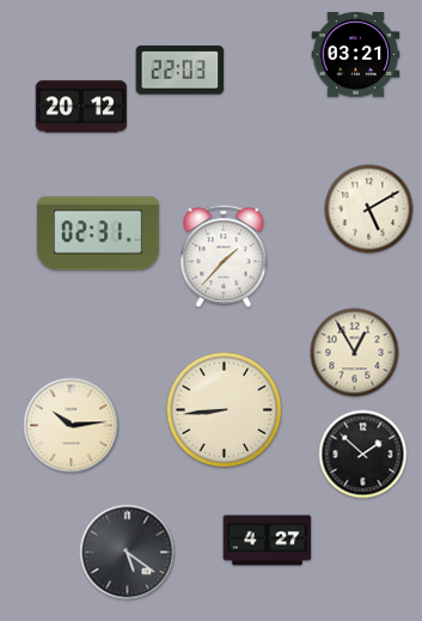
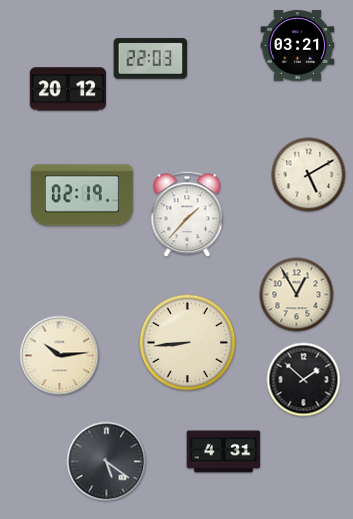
clock at (98, 233): 02:31 -> 02:19
clock at (268, 541): 4:27 -> 4:31
